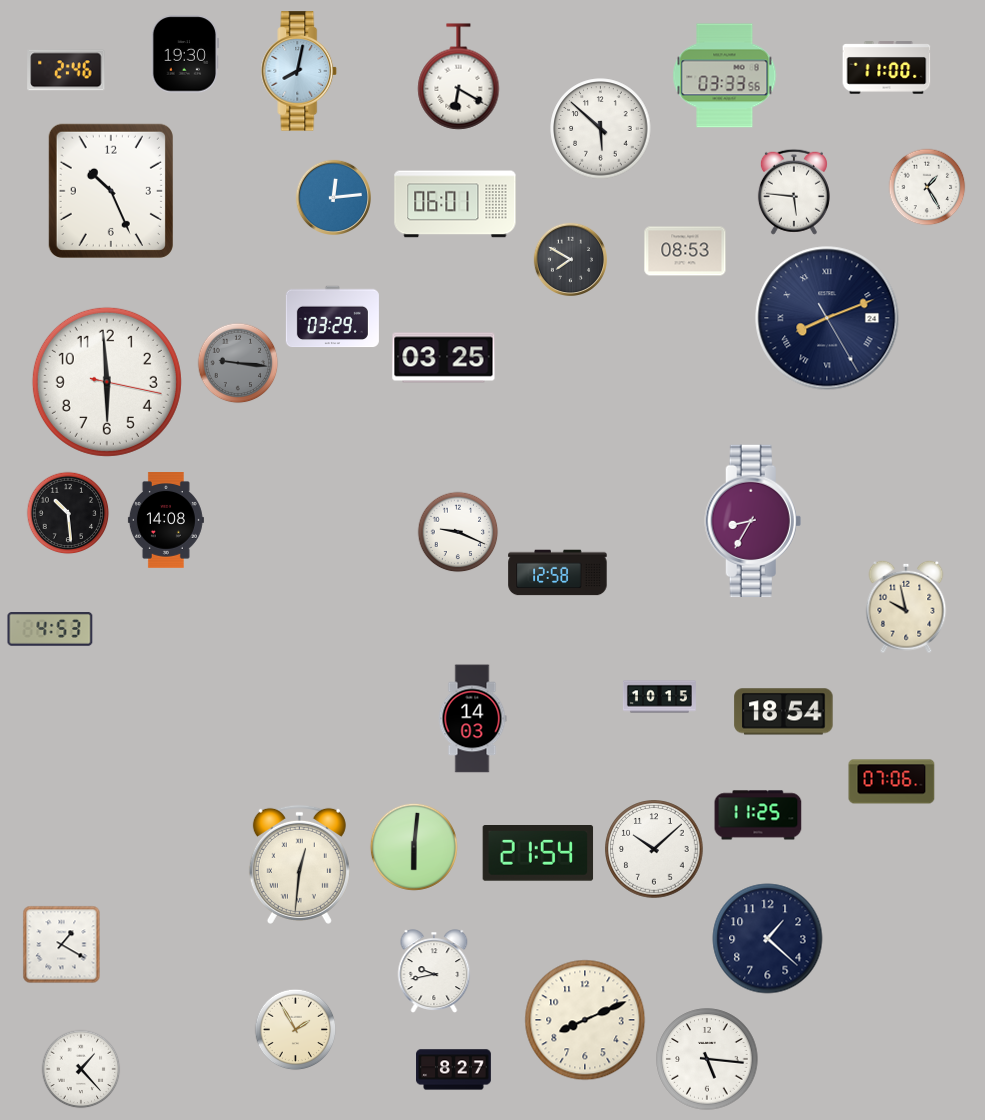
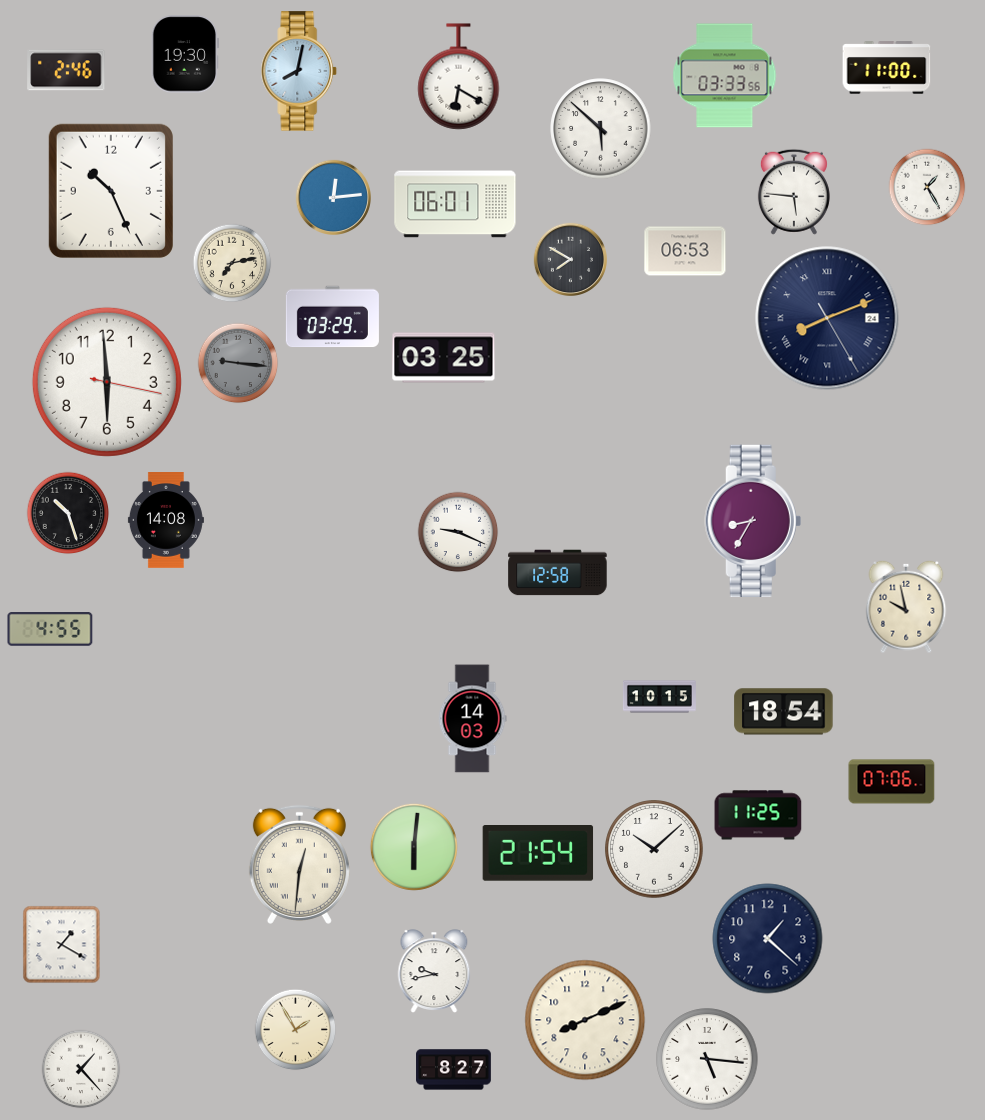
clock at (685, 251): 08:53 -> 06:53
clock at (232, 263): none -> 7:13
clock at (68, 513): 10:29 -> 10:27
clock at (50, 630): 4:53 -> 4:55
